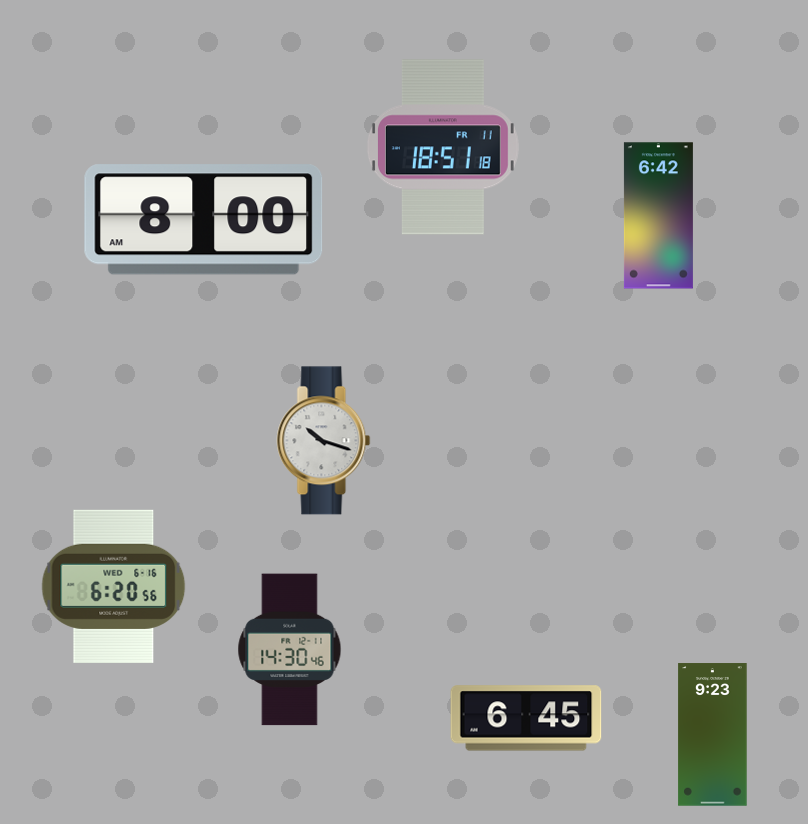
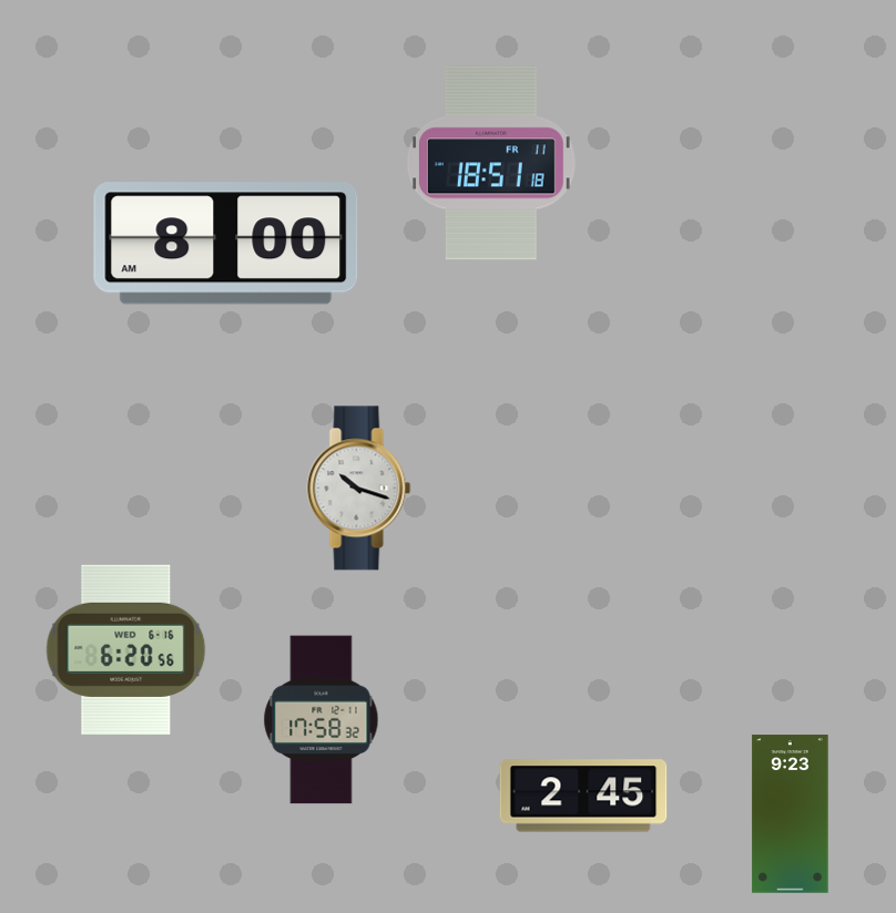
clock at (658, 216): 6:42 -> none
clock at (290, 650): 14:30 -> 17:58
clock at (526, 718): 6:45 -> 2:45
